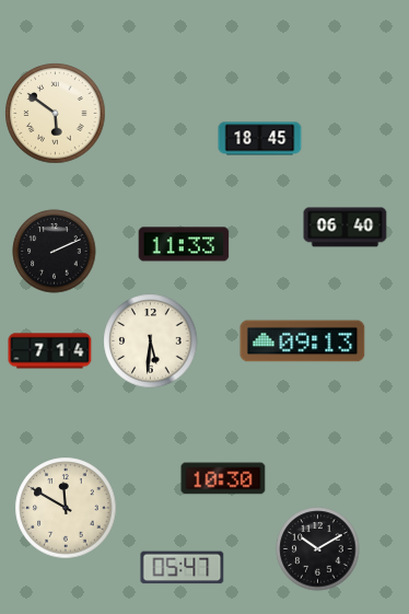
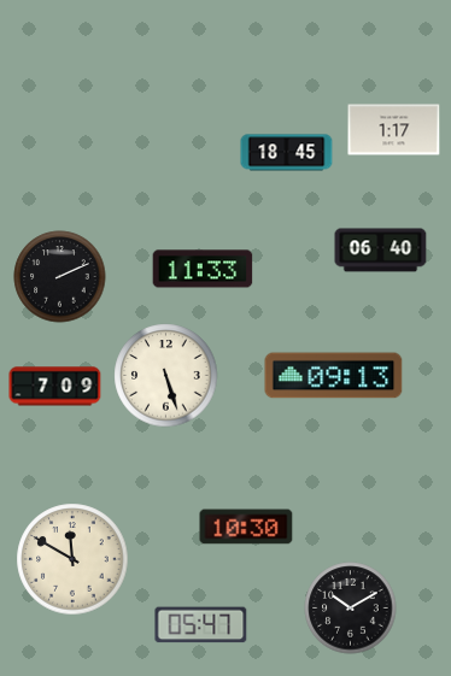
clock at (56, 114): 5:51 -> none
clock at (394, 130): none -> 1:17
clock at (151, 341): 5:31 -> 5:27
clock at (50, 351): 7:14 -> 7:09
clock at (318, 549) position: (318, 549) -> (351, 609)
